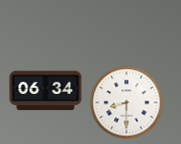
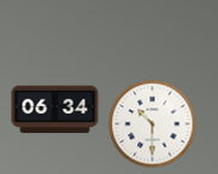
clock at (127, 103): 8:30 -> 10:30
